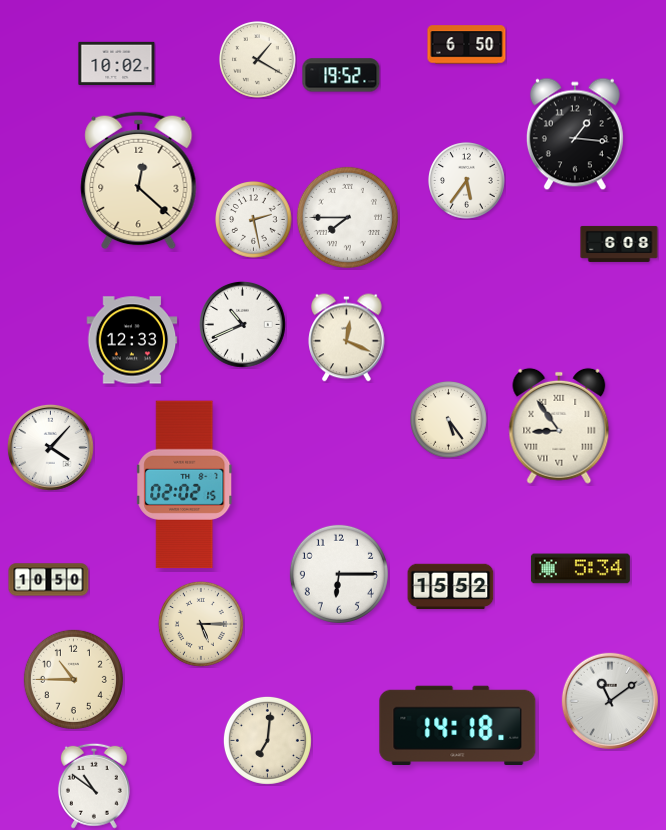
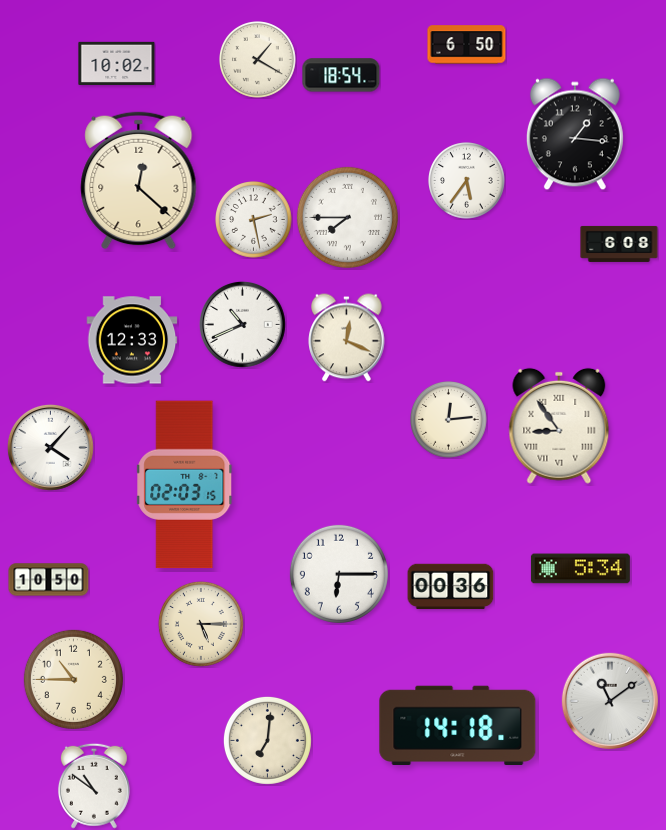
clock at (341, 75): 19:52 -> 18:54
clock at (449, 420): 5:24 -> 12:14
clock at (185, 485): 02:02 -> 02:03
clock at (451, 587): 15:52 -> 00:36
